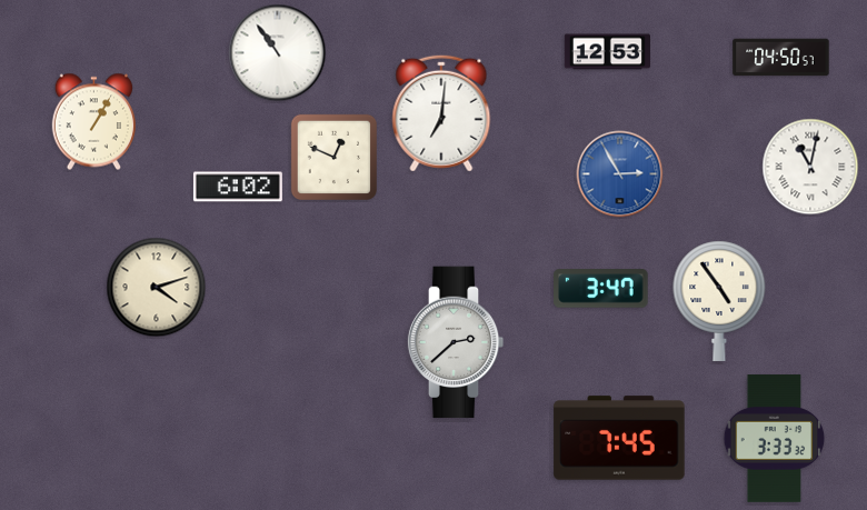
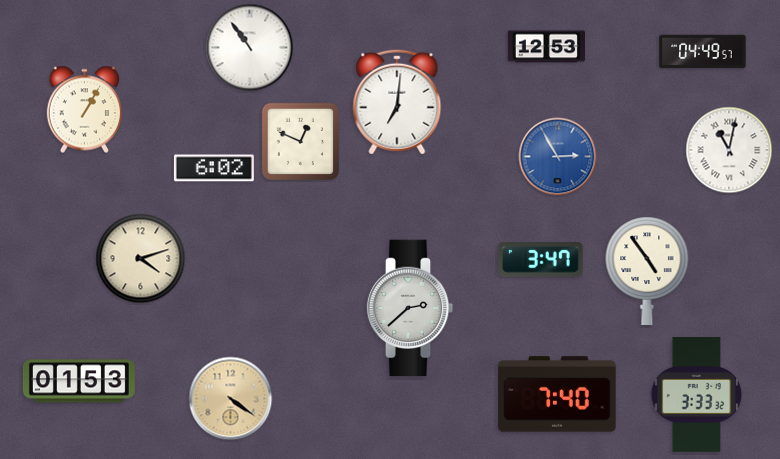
clock at (781, 58): 04:50 -> 04:49
clock at (79, 381): none -> 01:53
clock at (619, 438): 7:45 -> 7:40
clock at (231, 399): none -> 4:21
